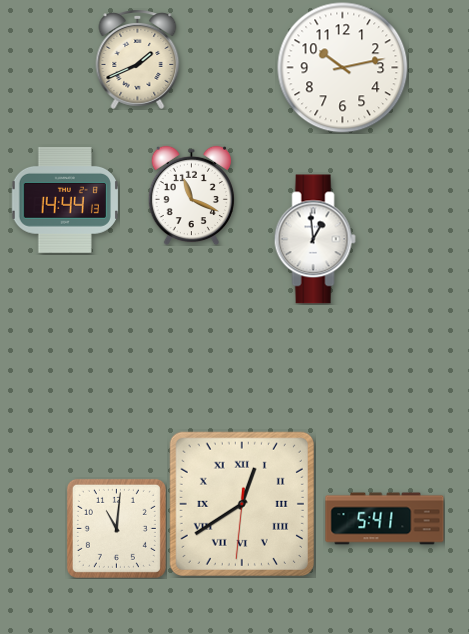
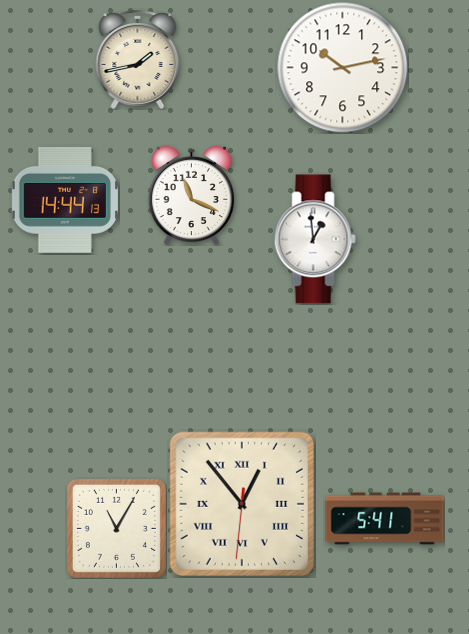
clock at (138, 60): 1:41 -> 1:43
clock at (242, 504): 12:39 -> 12:53
clock at (116, 528): 11:01 -> 11:05
